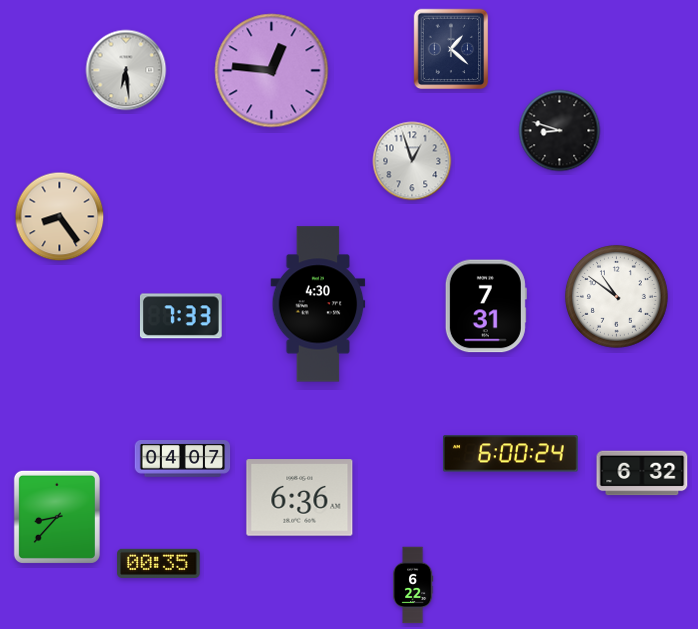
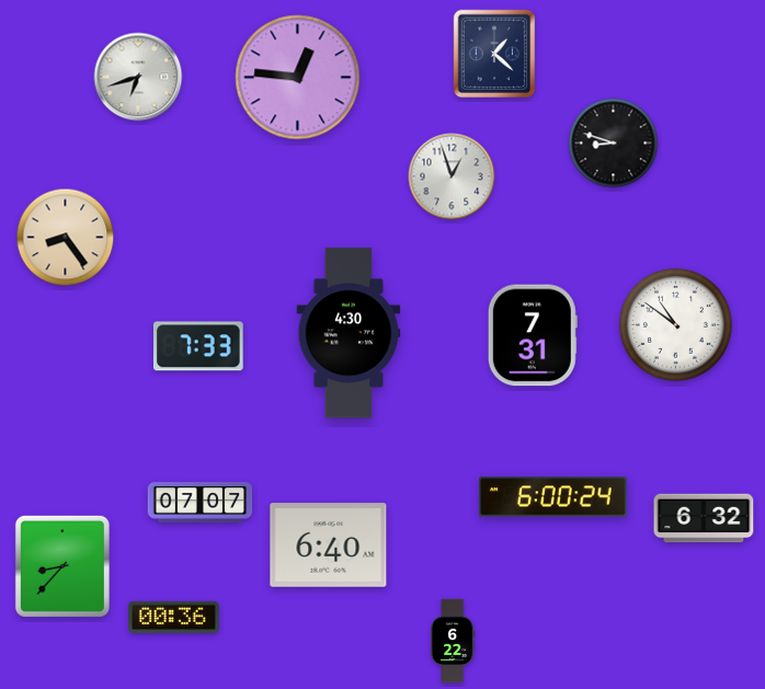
clock at (126, 70): 6:29 -> 6:42
clock at (510, 454) position: (510, 454) -> (552, 497)
clock at (183, 459): 04:07 -> 07:07
clock at (300, 498): 6:36 -> 6:40
clock at (159, 563): 00:35 -> 00:36
